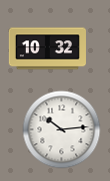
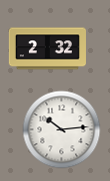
clock at (47, 49): 10:32 -> 2:32
